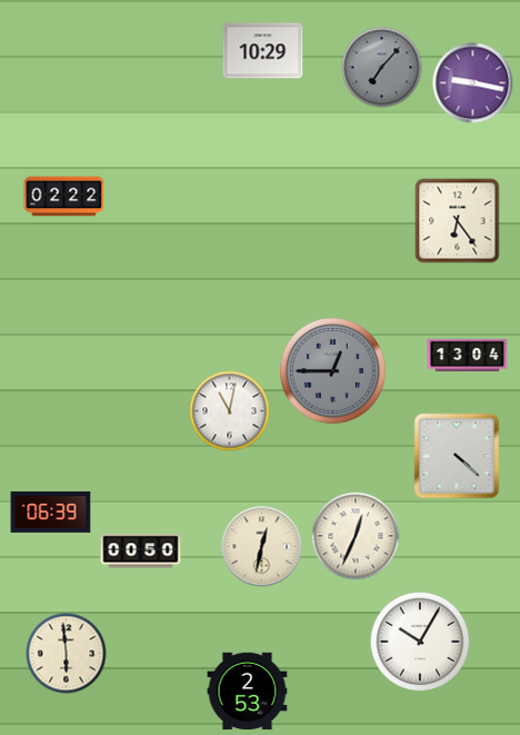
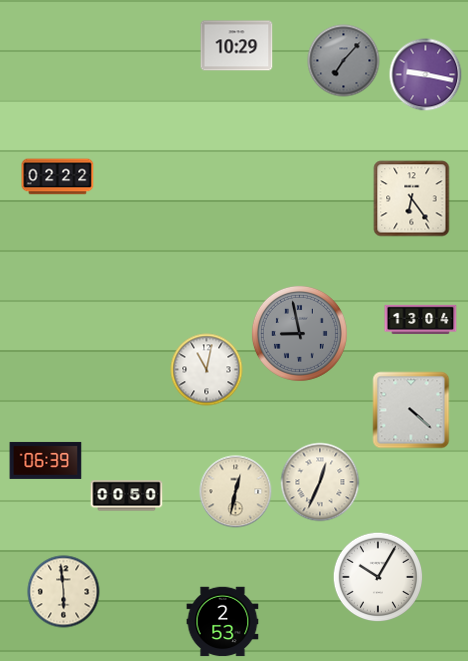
clock at (332, 370): 12:45 -> 8:58
clock at (67, 654) position: (67, 654) -> (64, 592)
